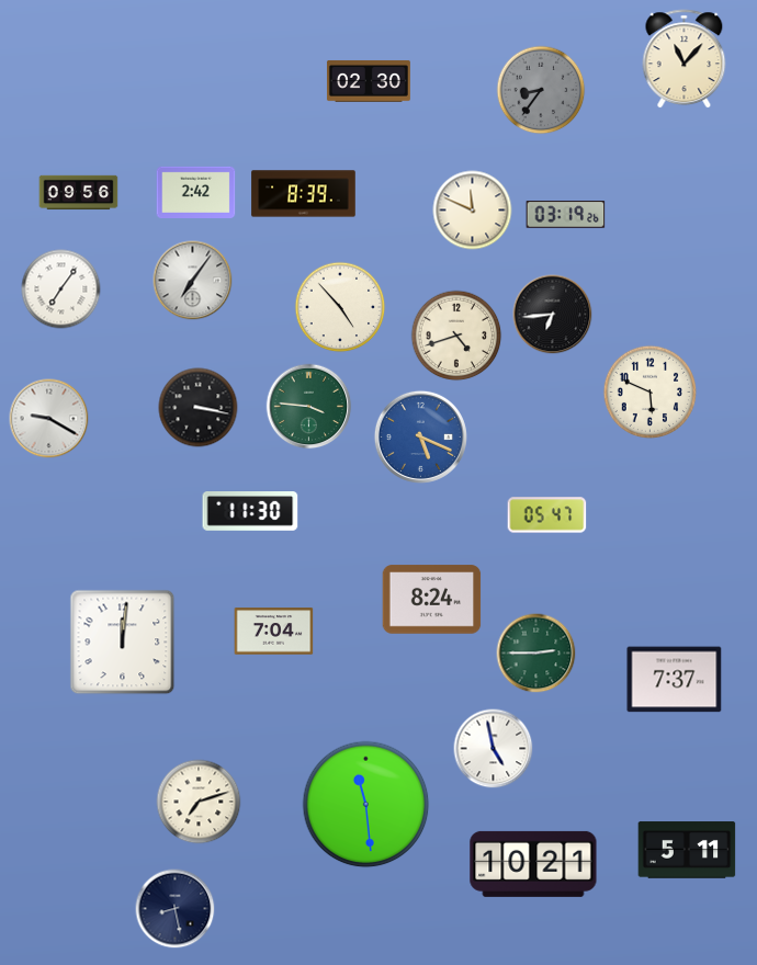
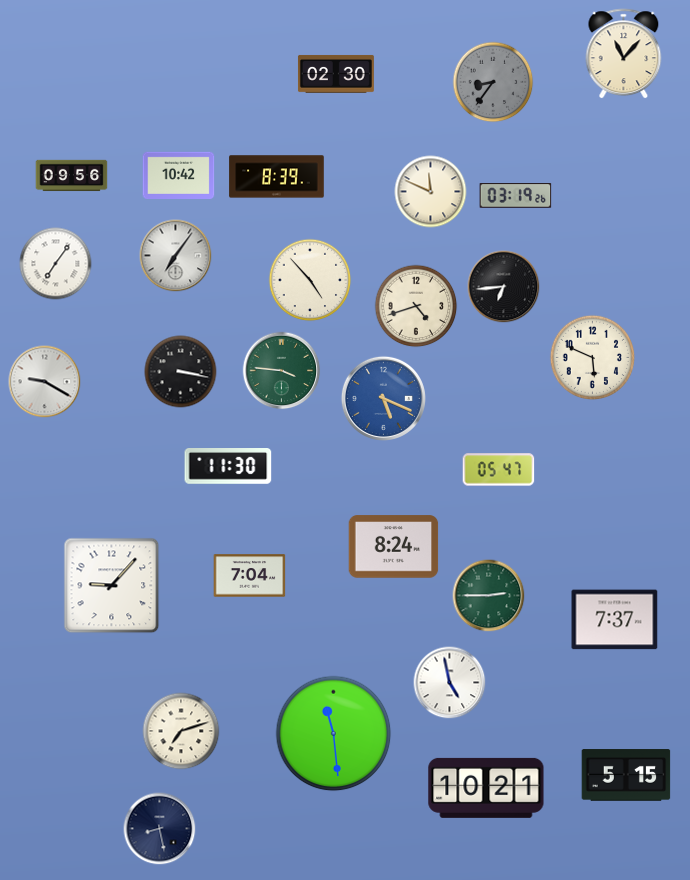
clock at (196, 192): 2:42 -> 10:42
clock at (123, 643): 12:01 -> 9:07
clock at (687, 850): 5:11 -> 5:15
